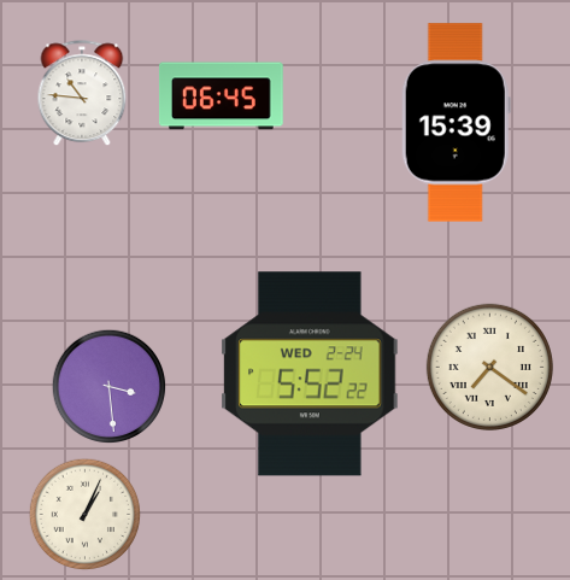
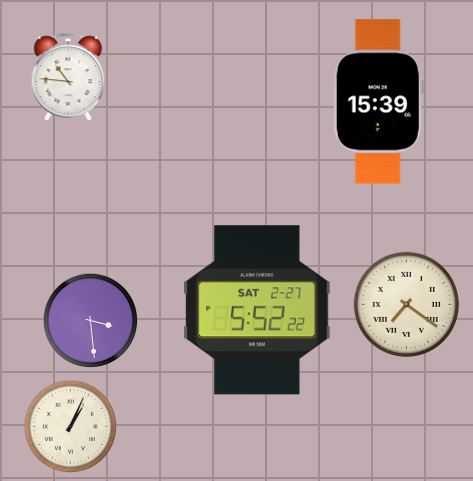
clock at (221, 96): 06:45 -> none
clock at (310, 374) date: WED 2-24 -> SAT 2-27
